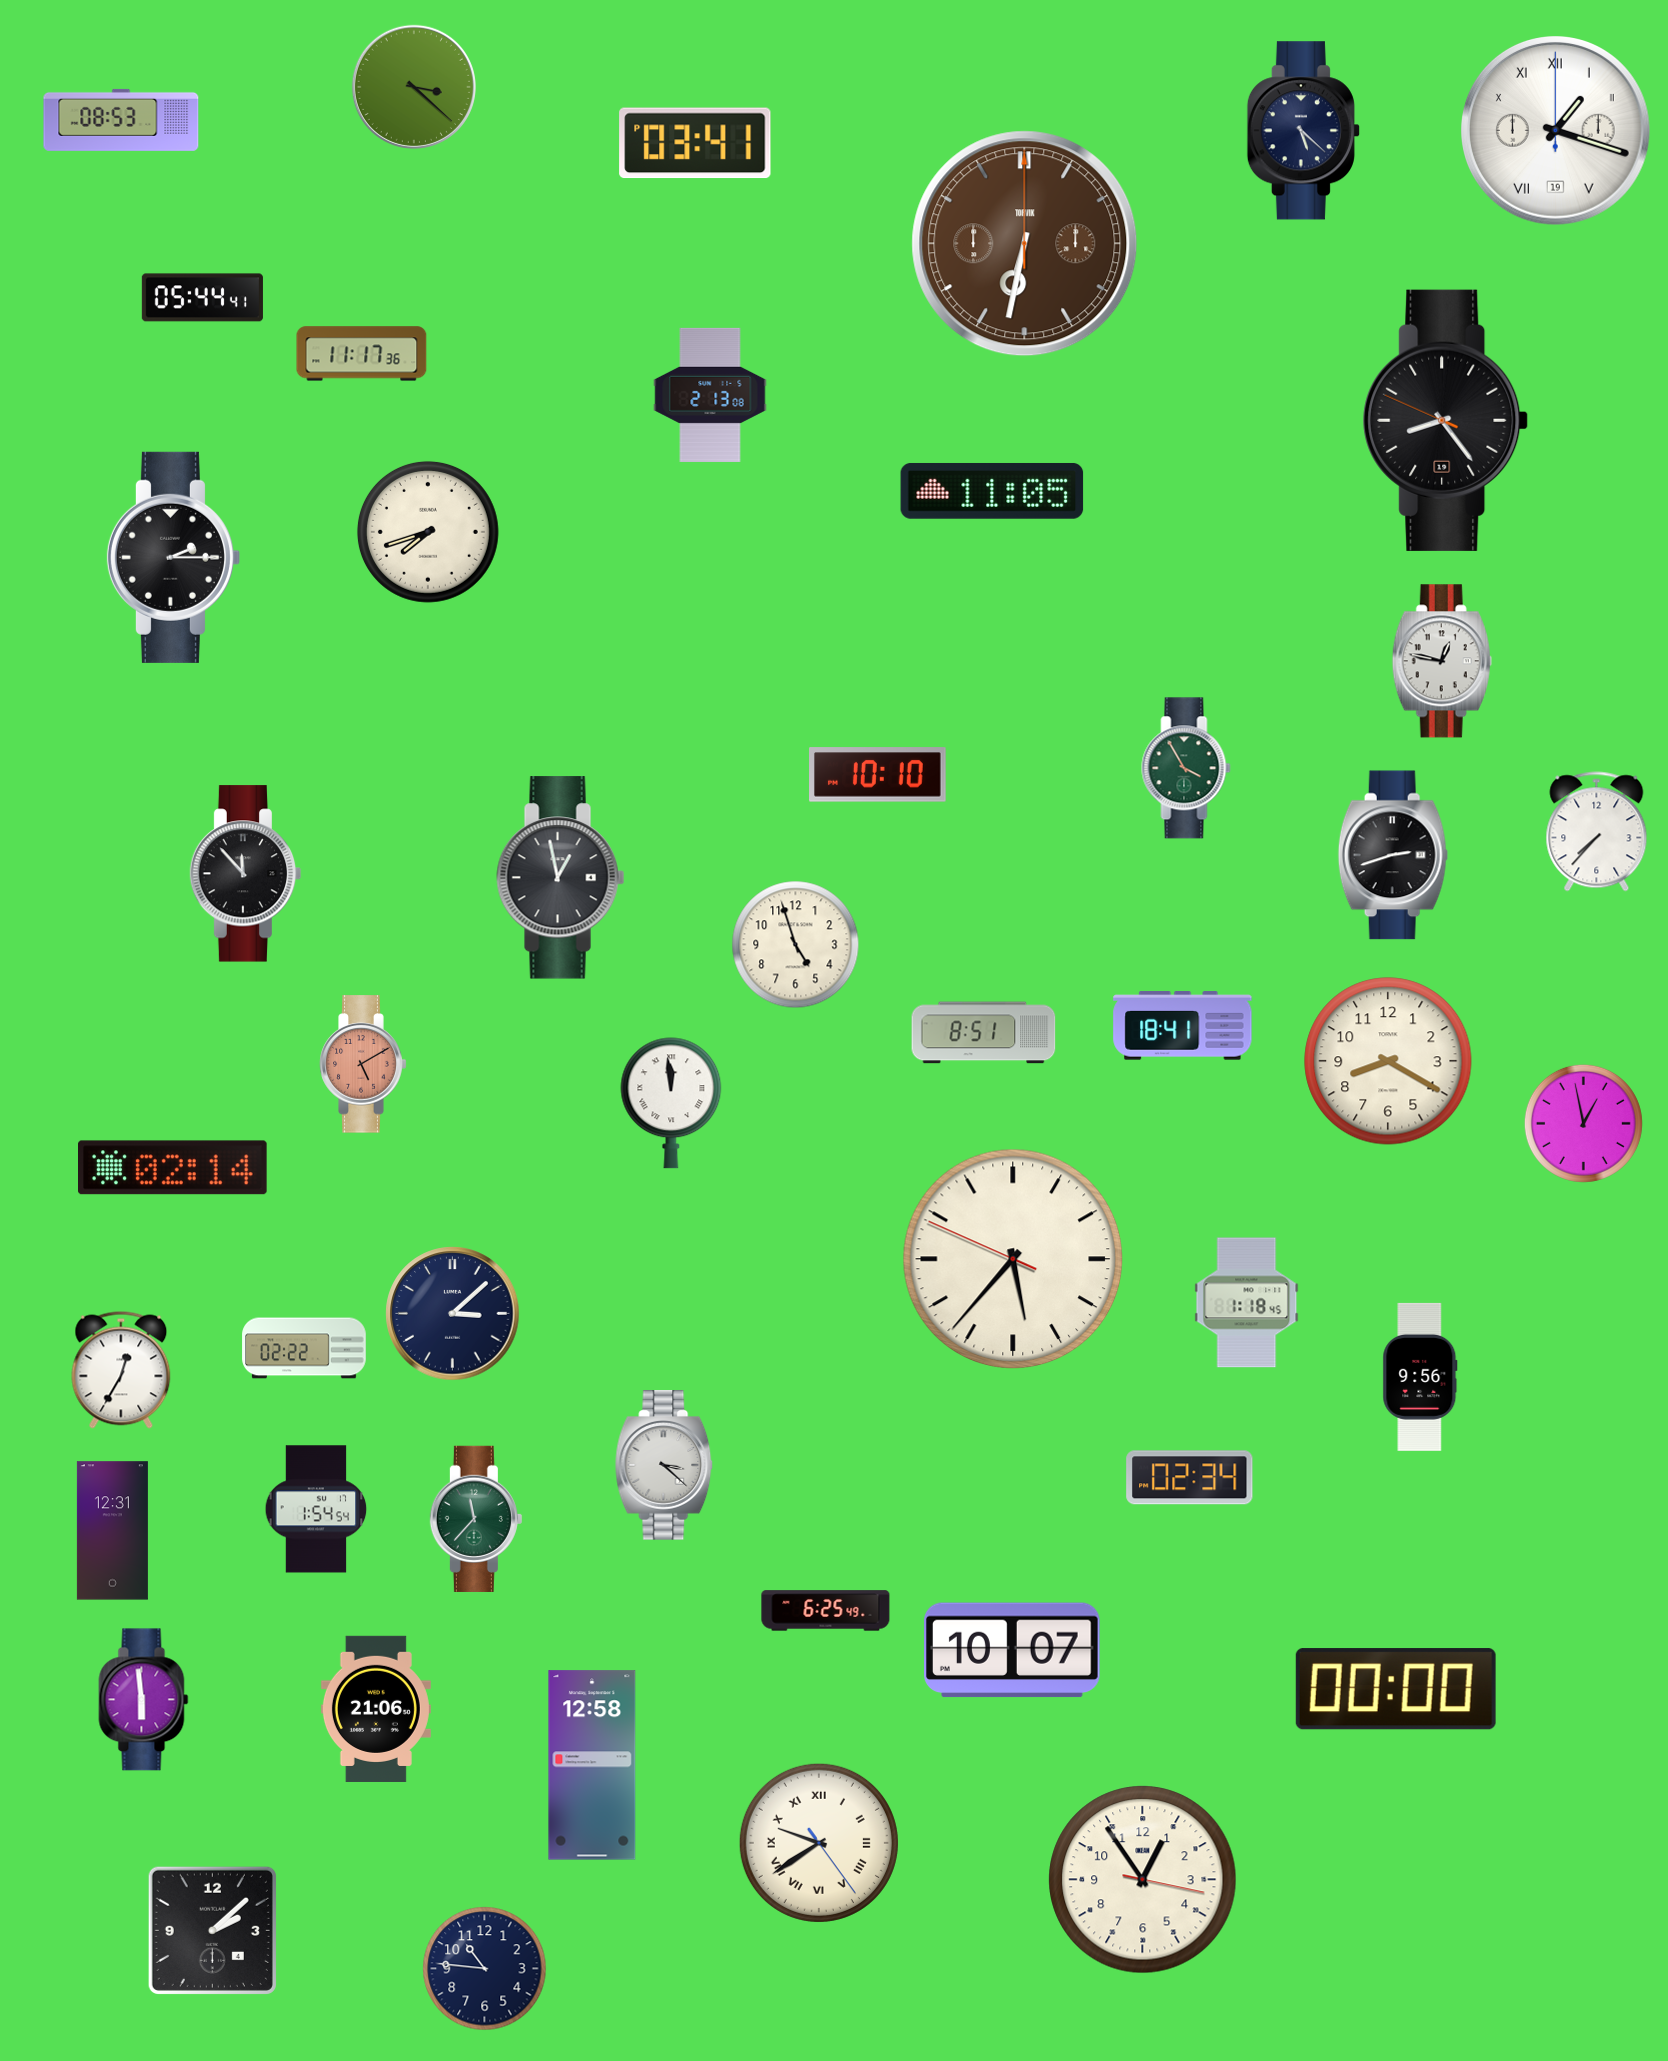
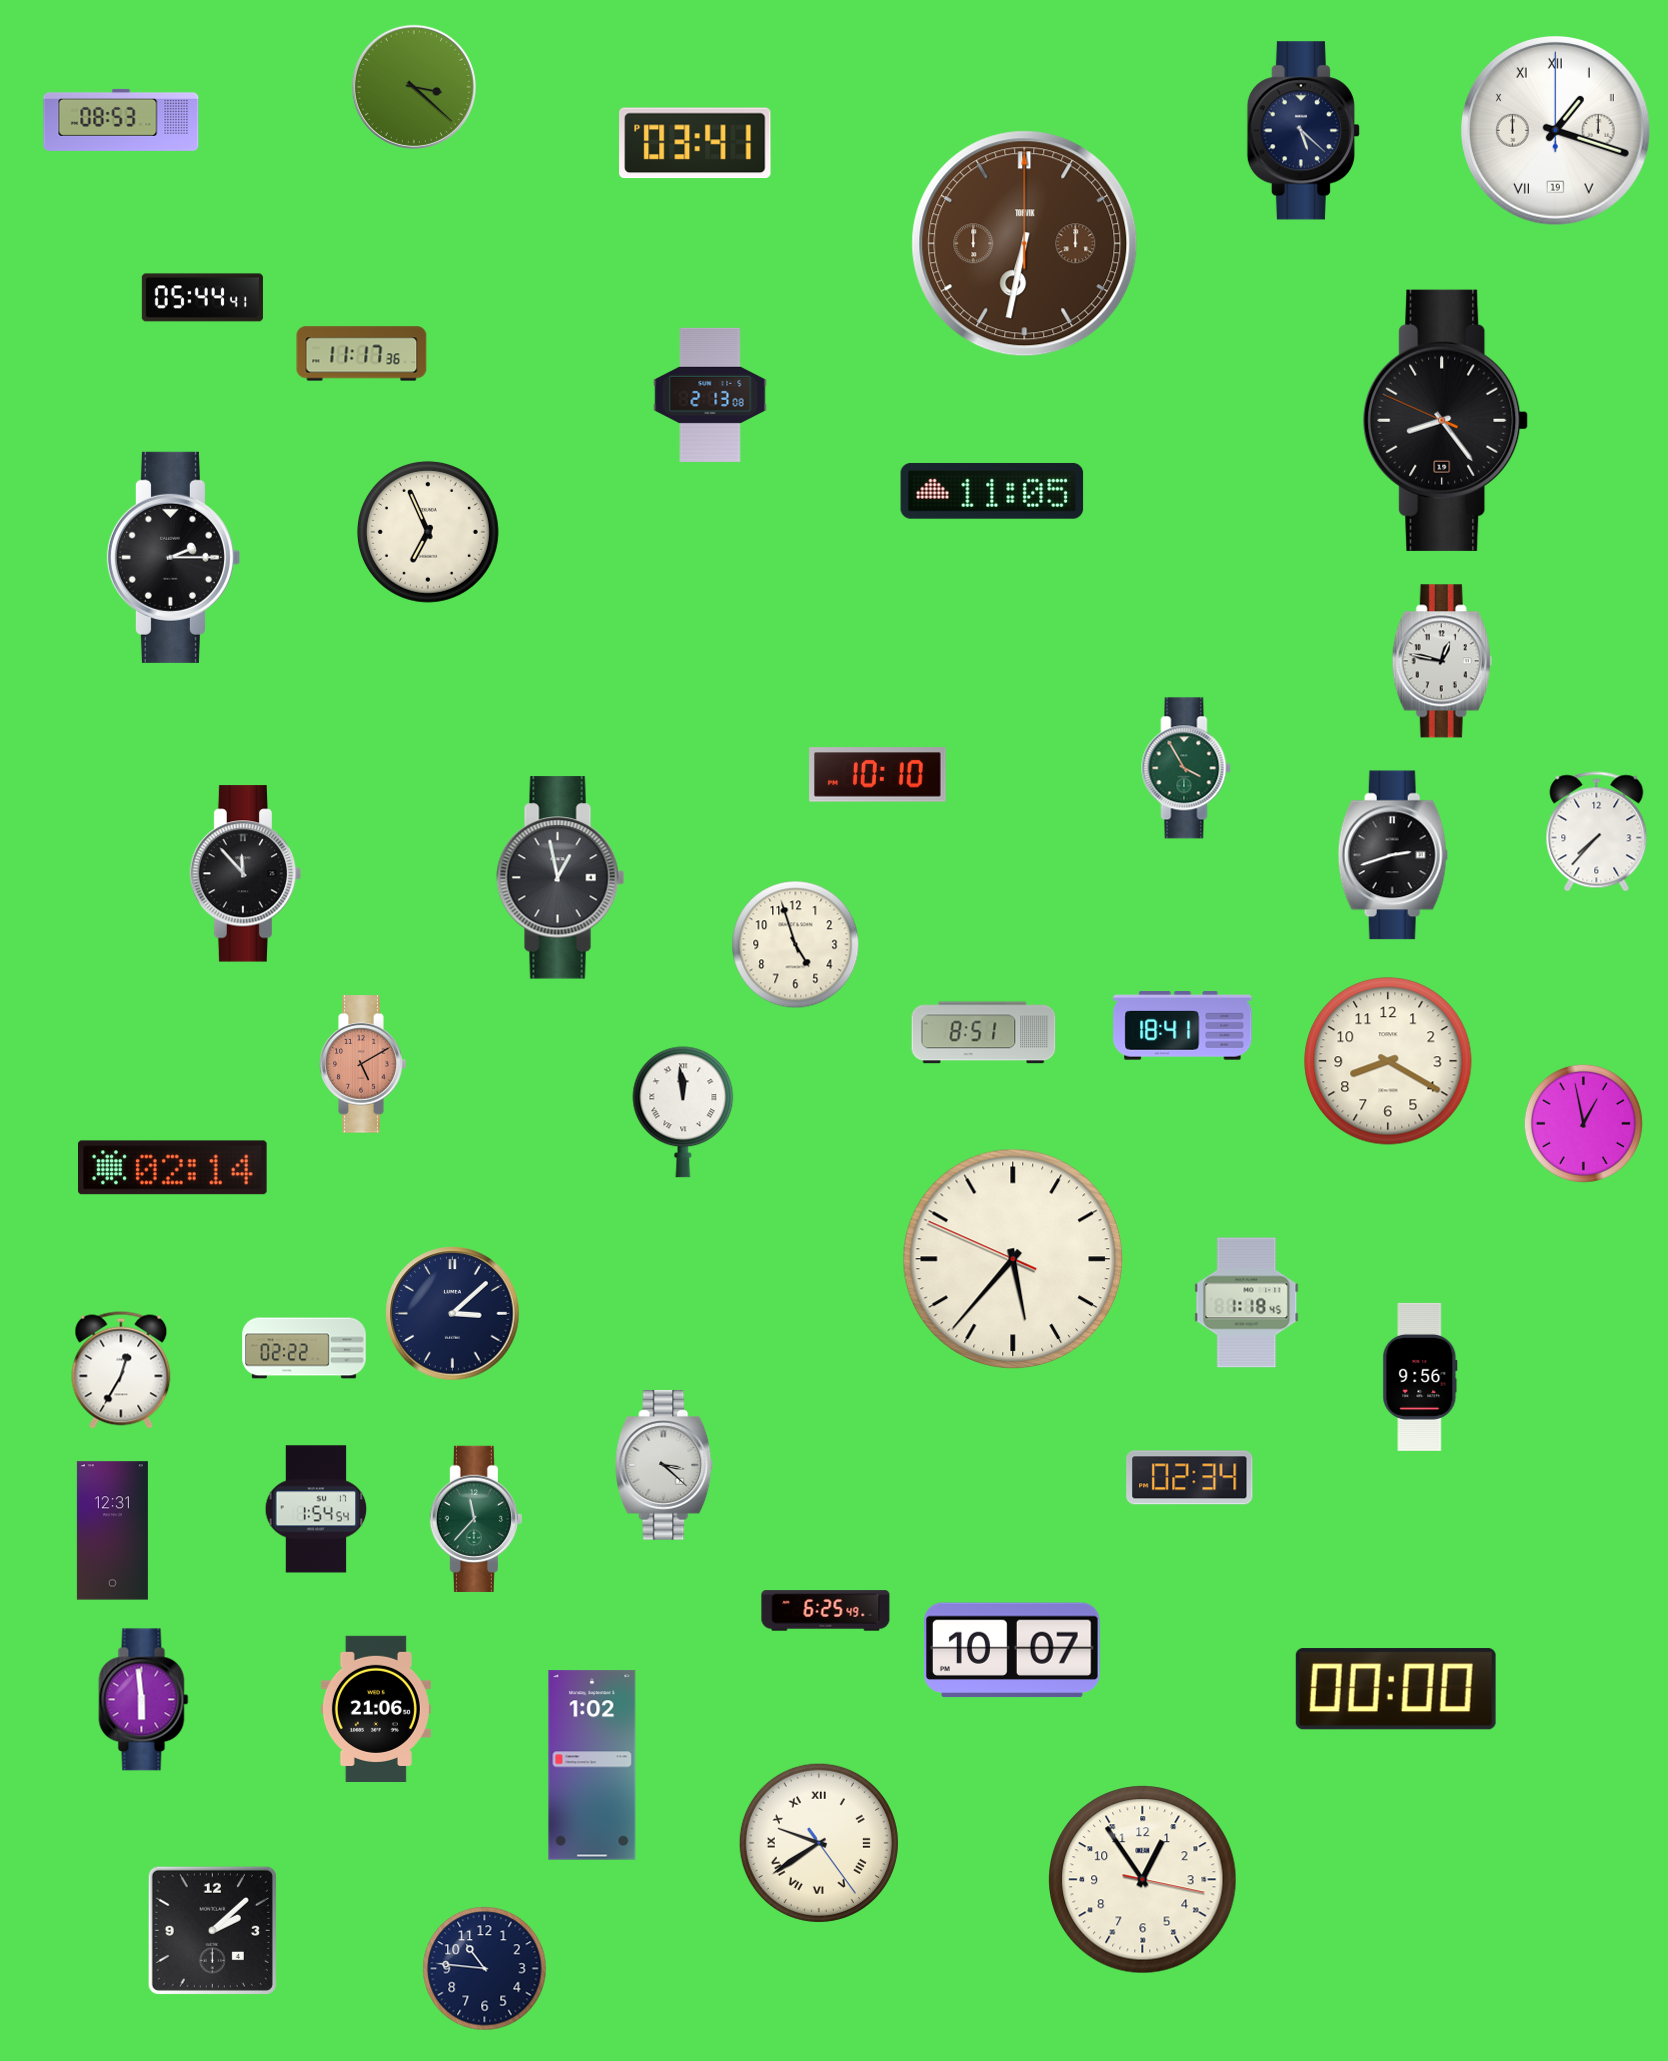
clock at (428, 532): 7:42 -> 6:56
clock at (671, 1103) position: (671, 1103) -> (683, 1112)
clock at (592, 1765): 12:58 -> 1:02
